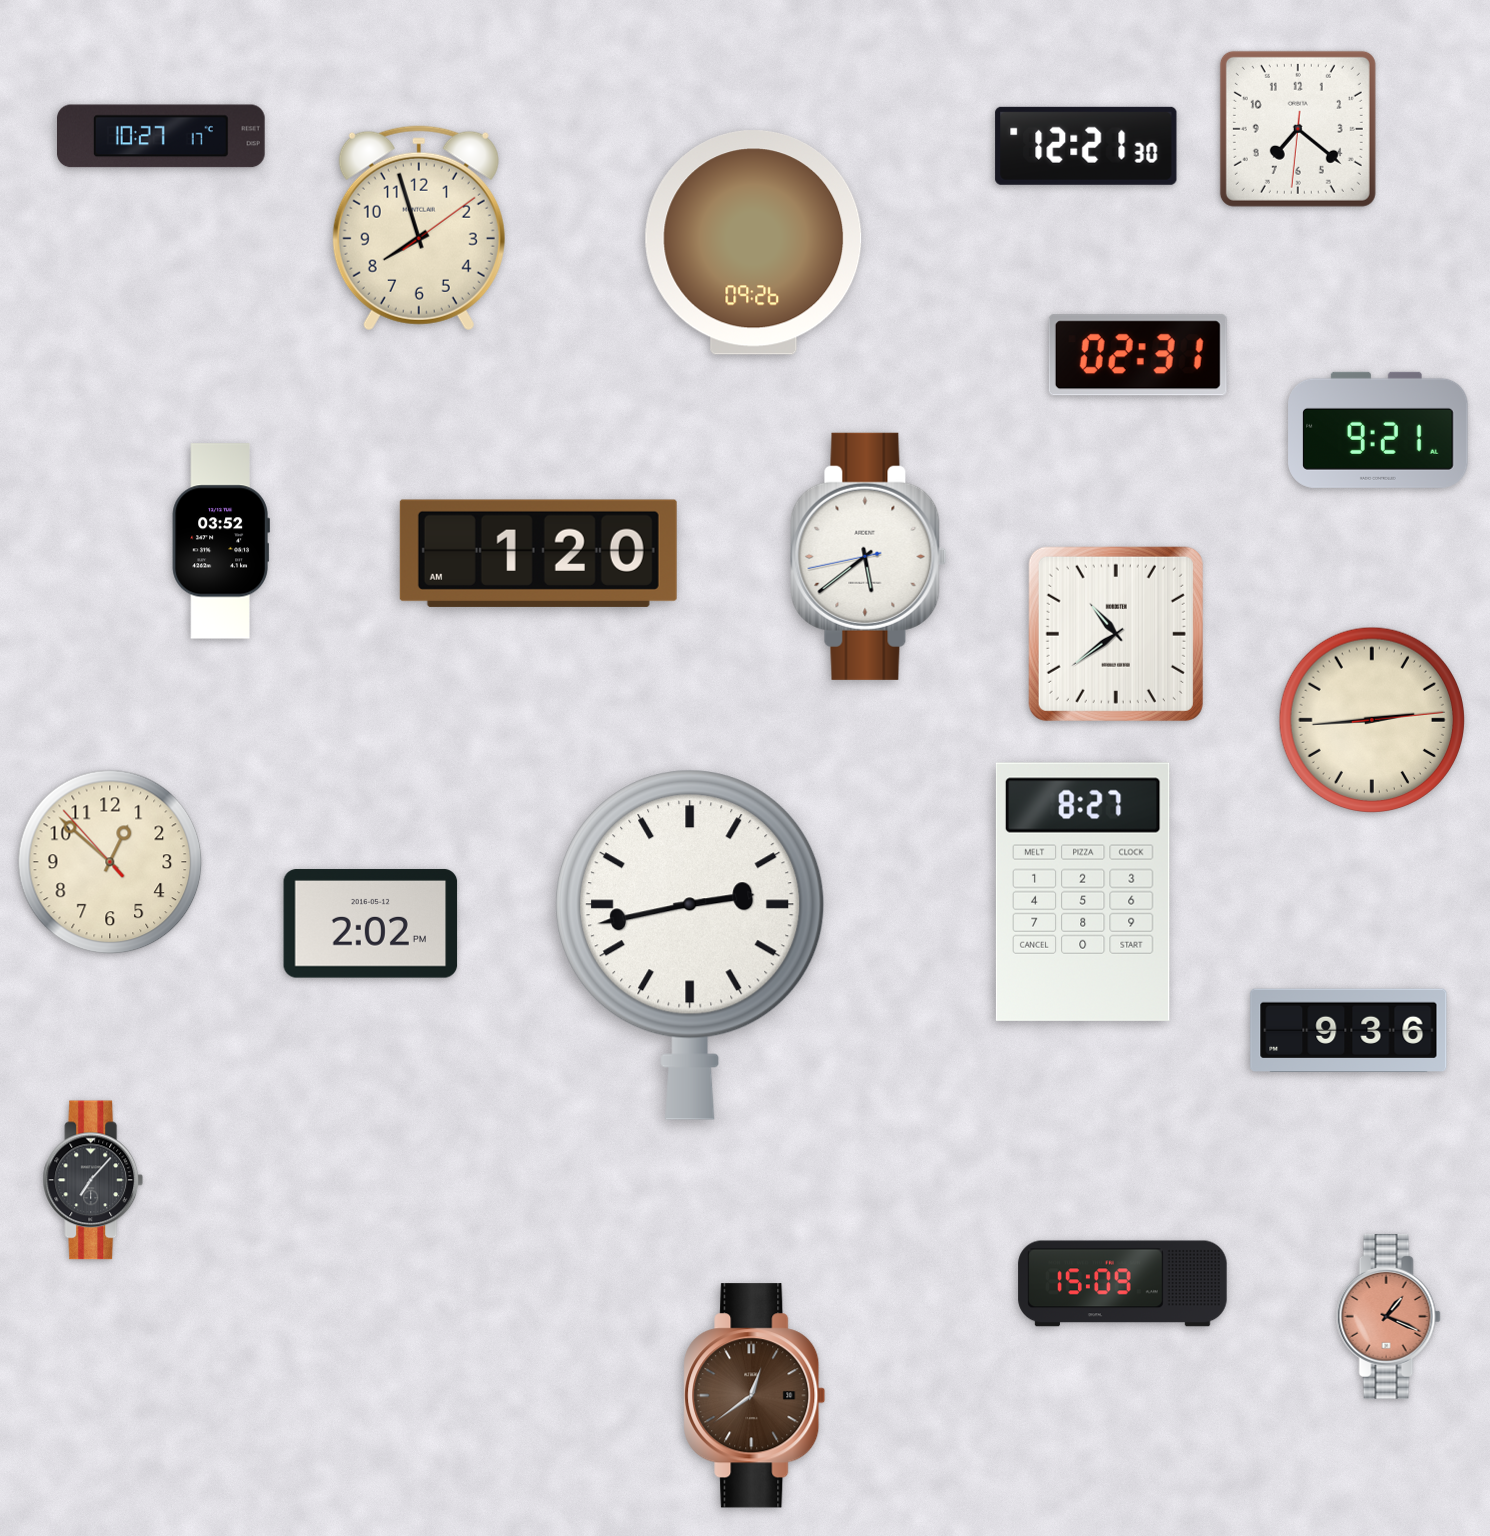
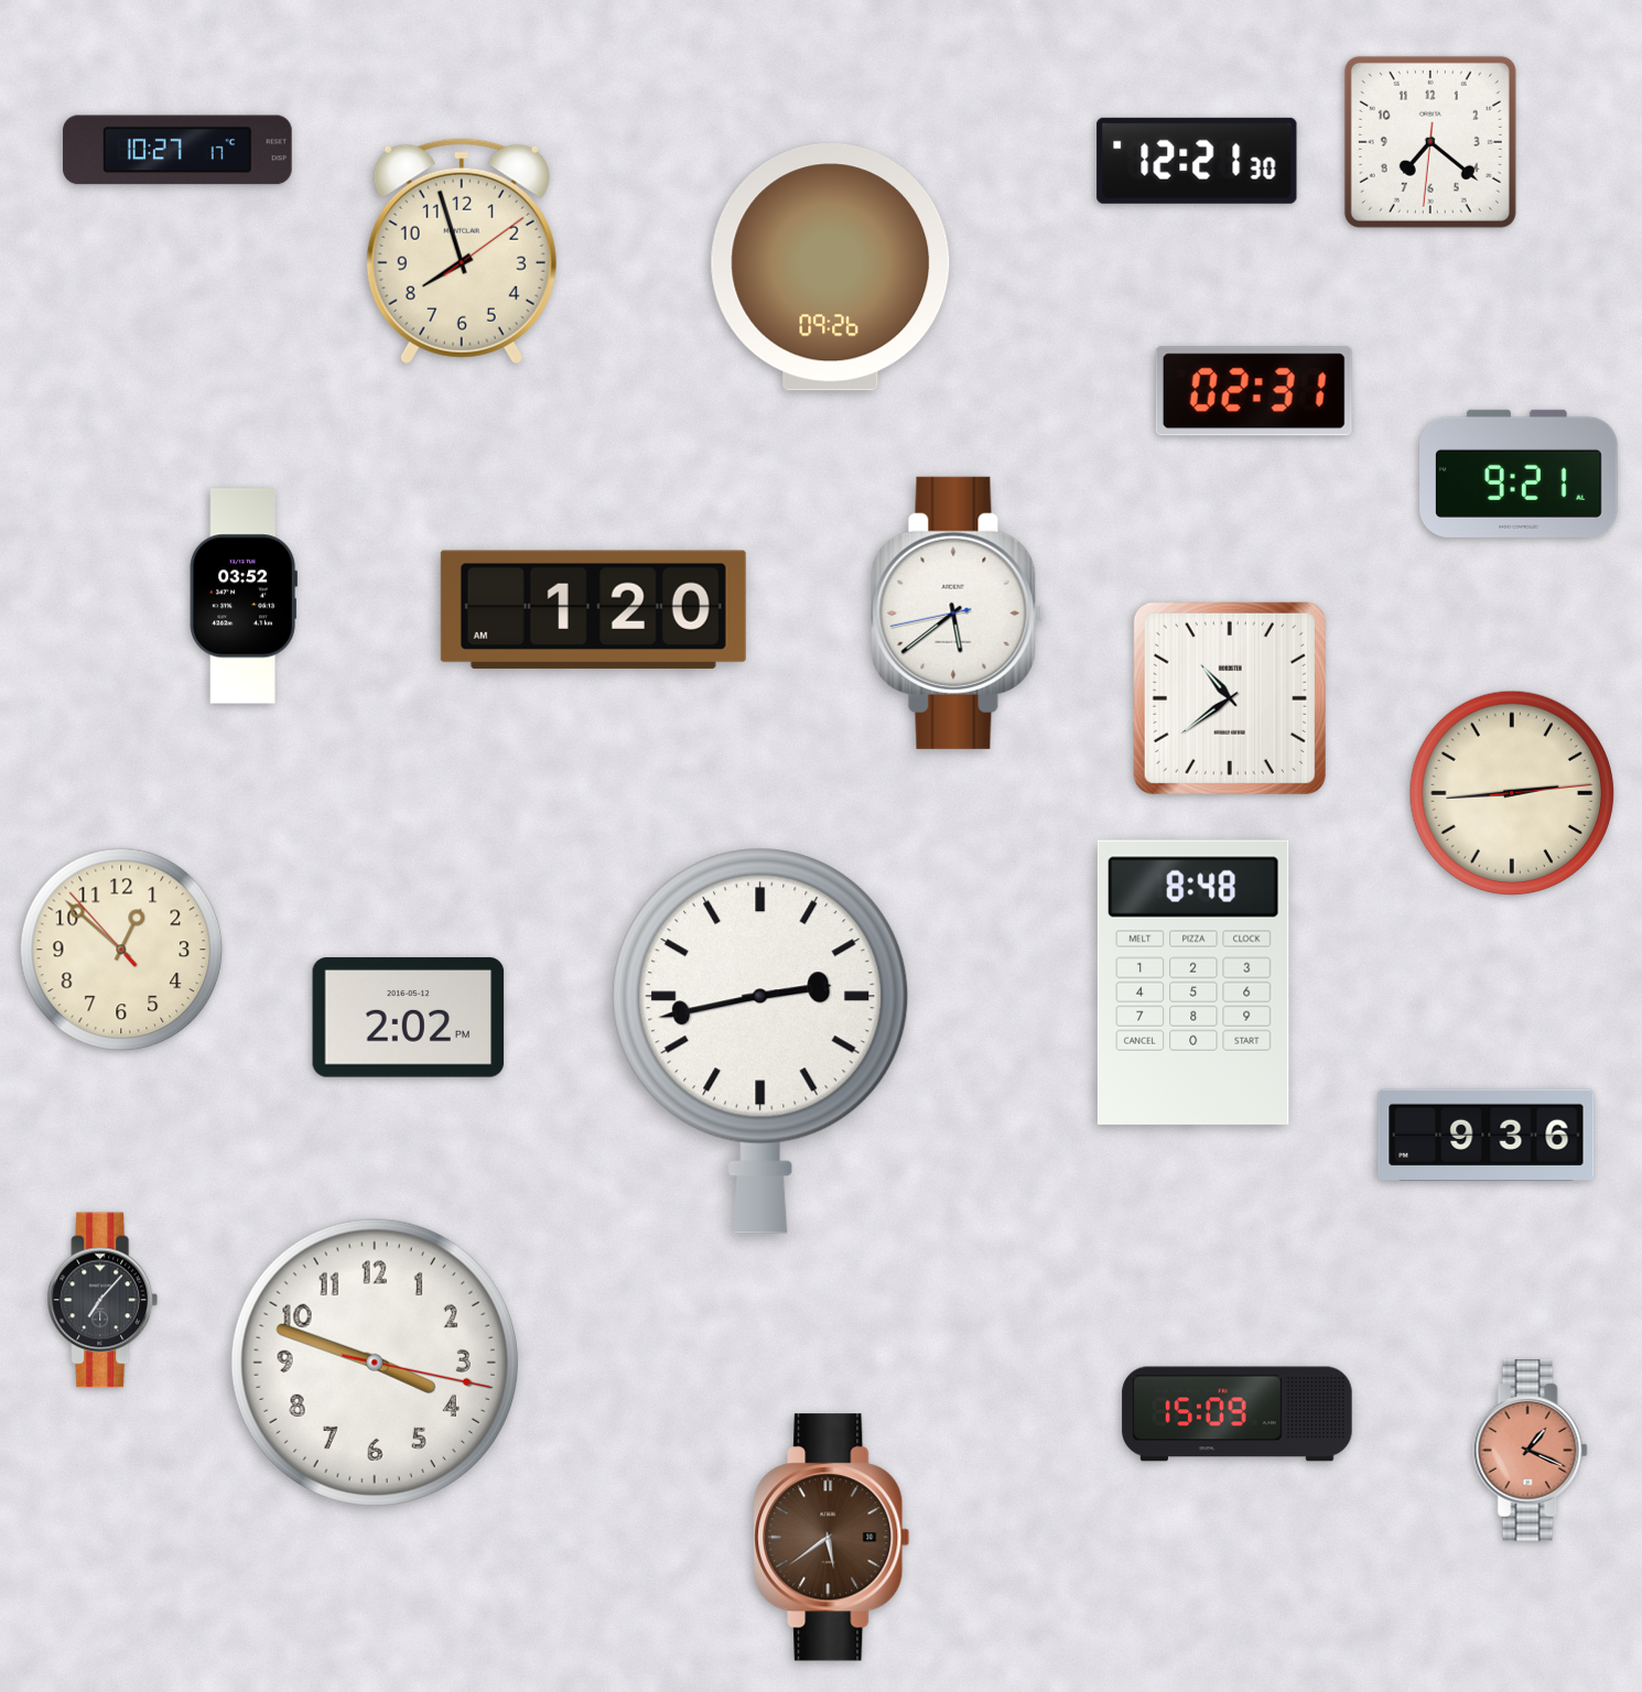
clock at (1083, 892): 8:27 -> 8:48
clock at (375, 1363): none -> 3:48
clock at (755, 1396): 12:39 -> 5:39
